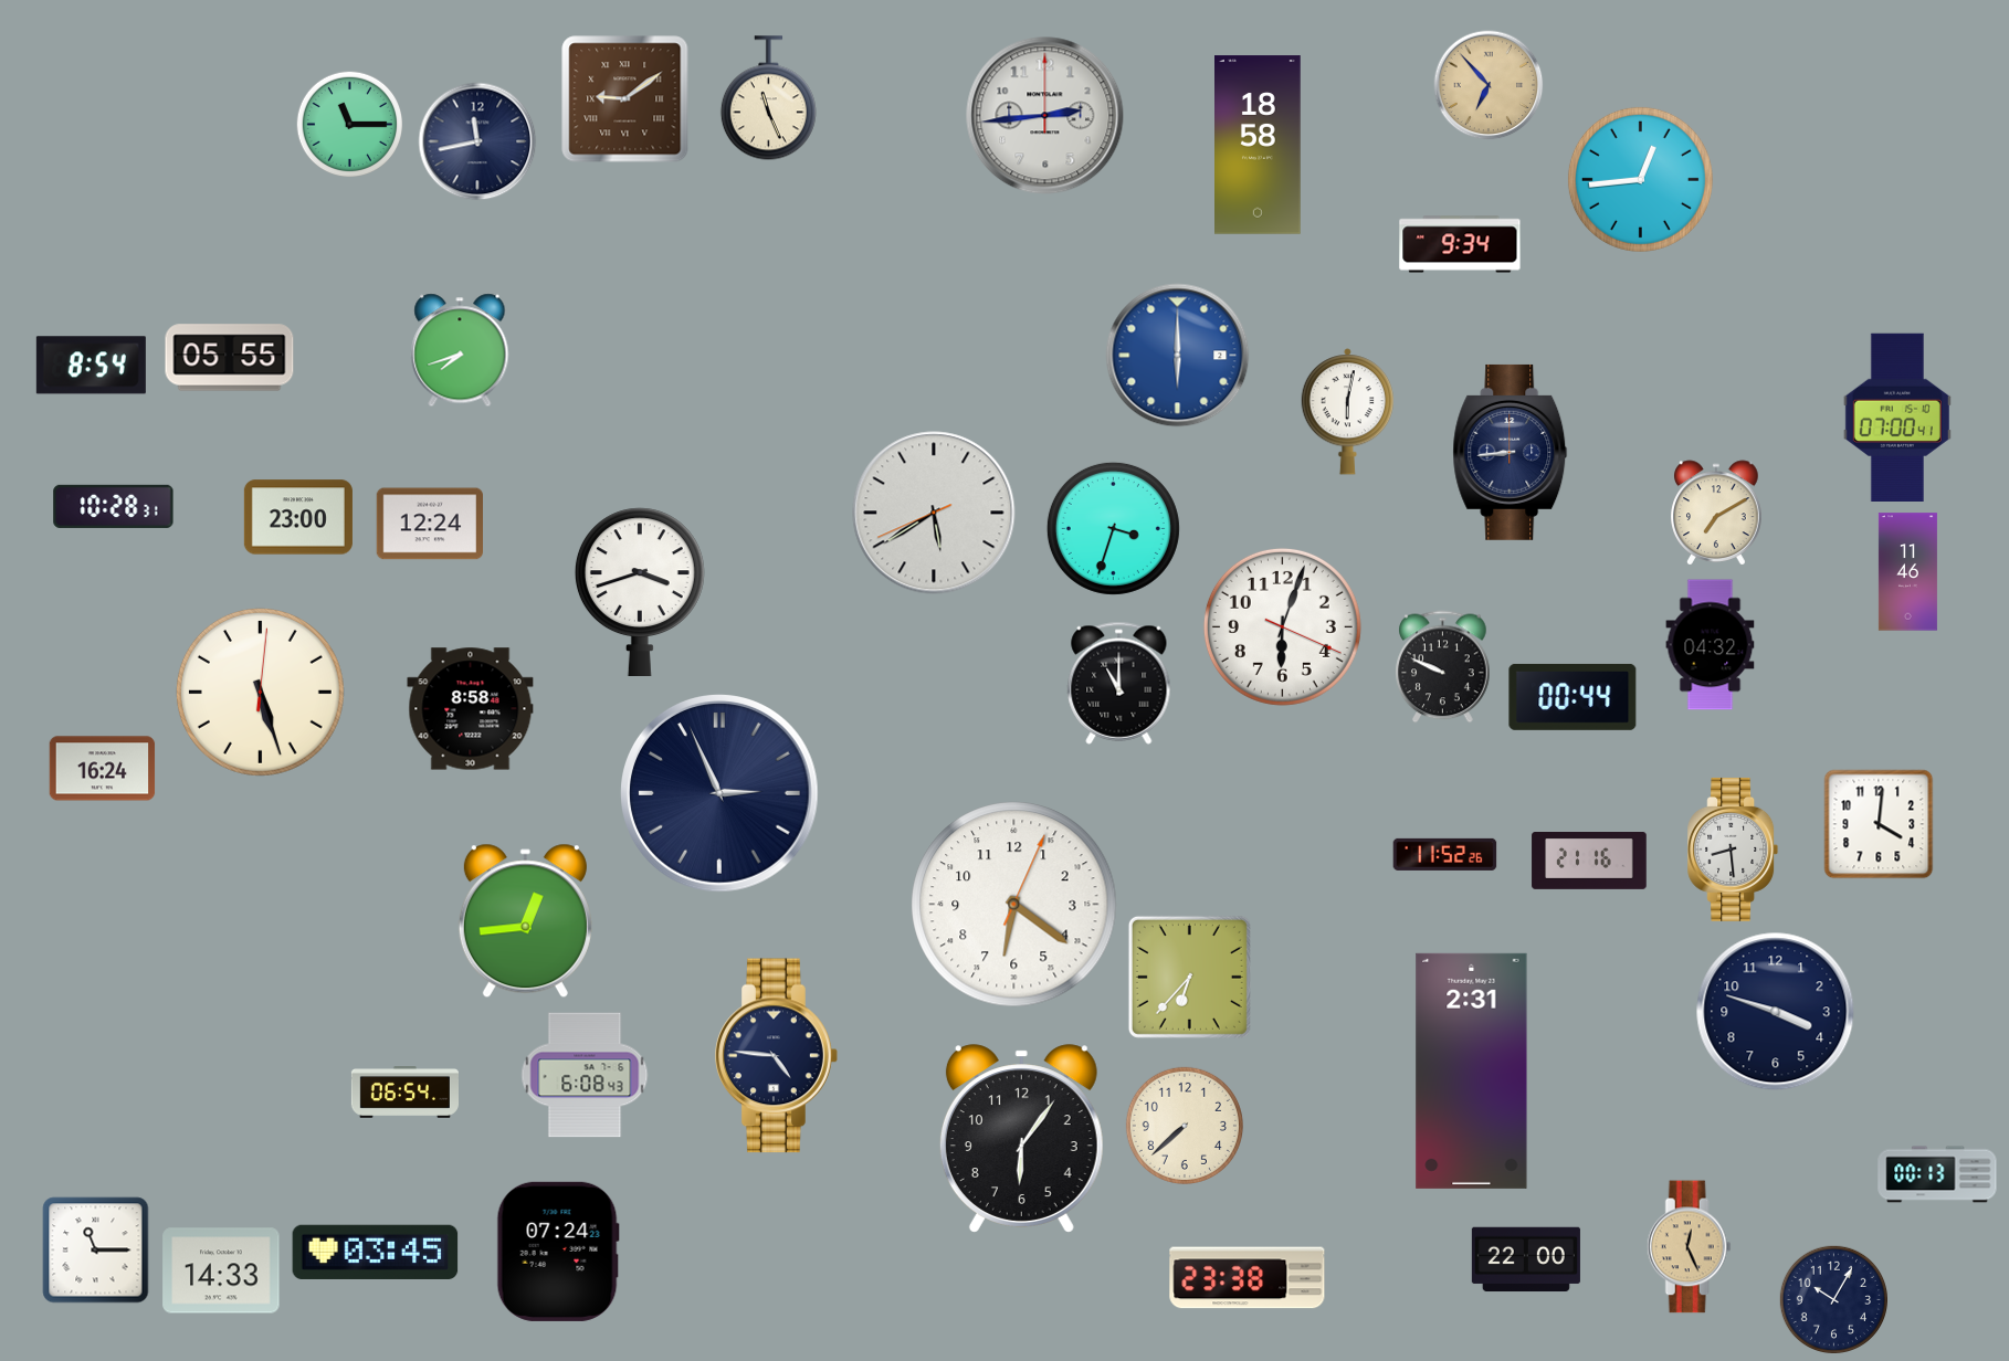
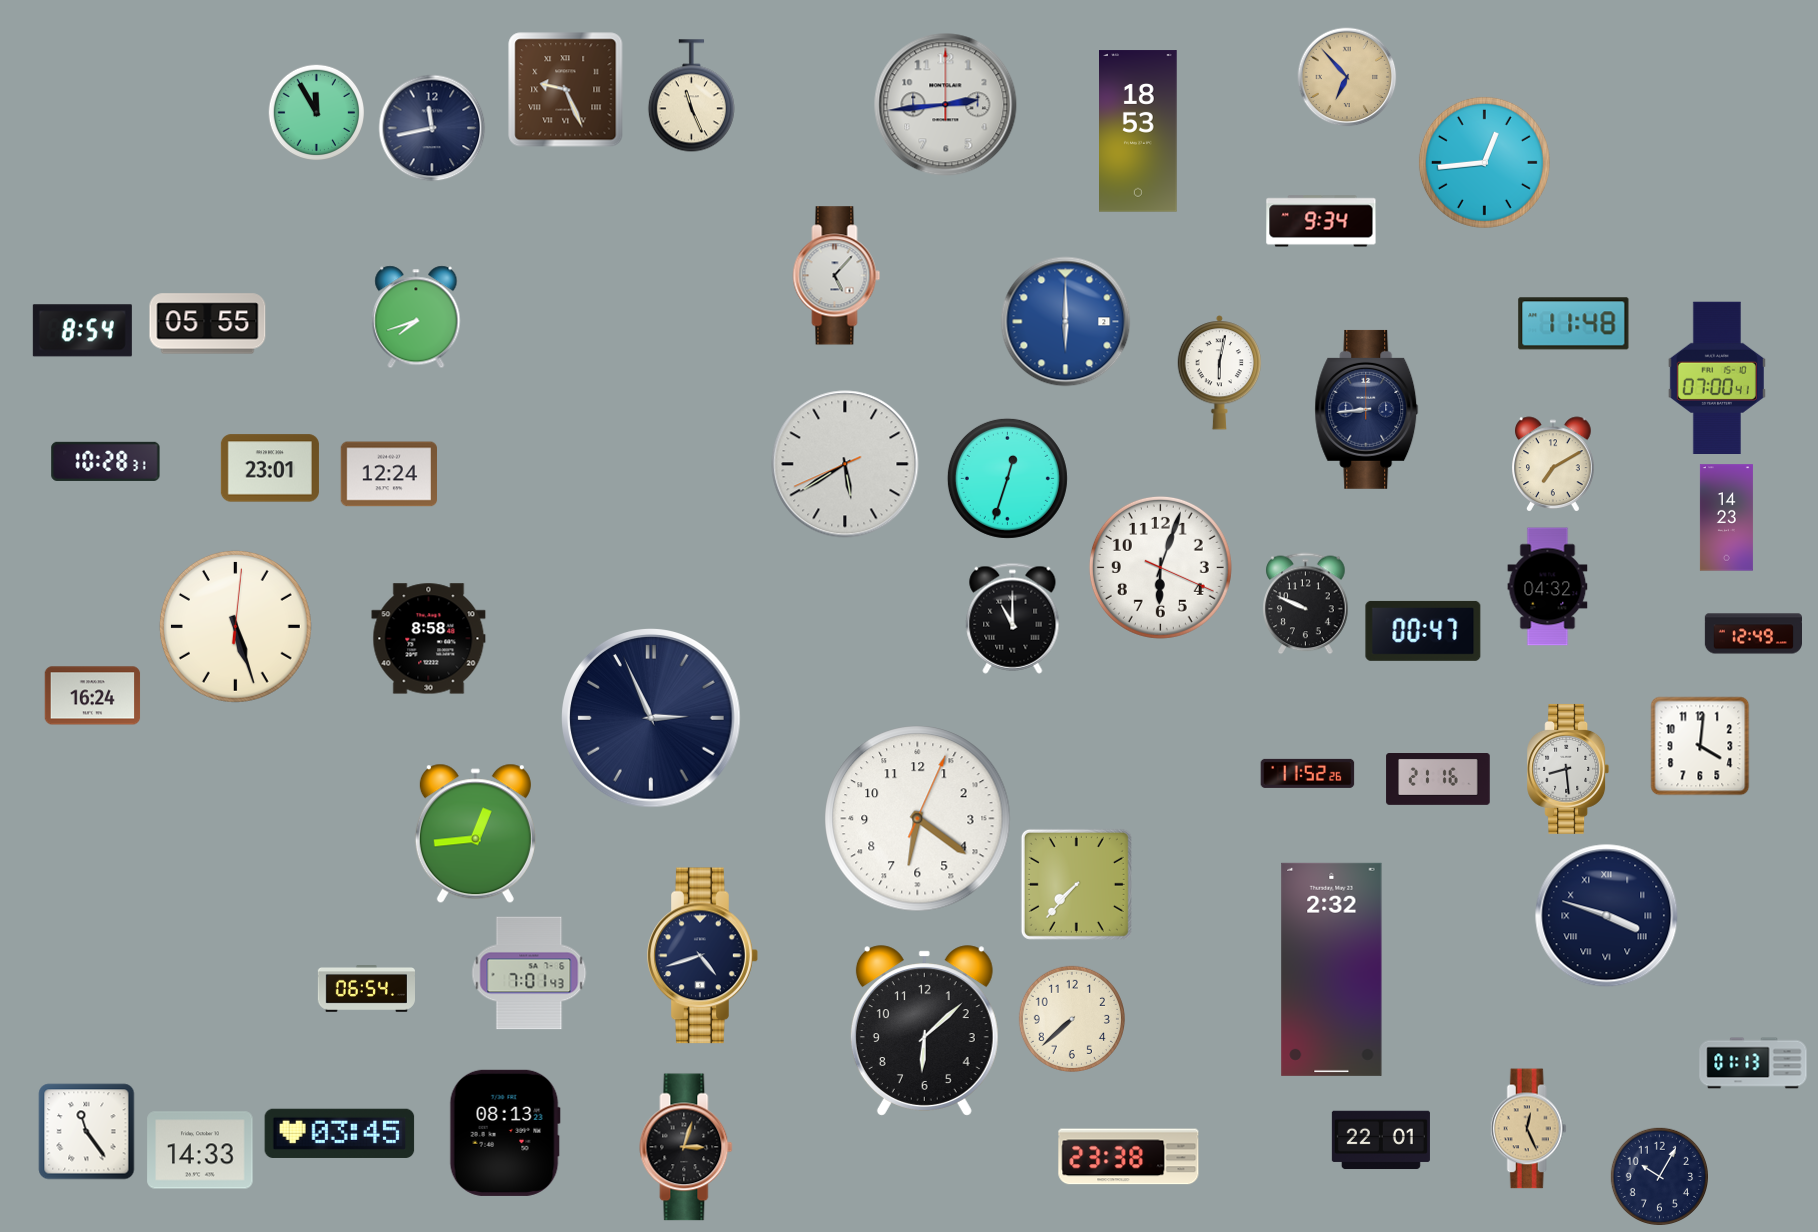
clock at (768, 98) position: (768, 98) -> (691, 96)
clock at (625, 99): 9:09 -> 9:26
clock at (349, 124): 11:15 -> 11:55
clock at (1258, 145): 18:58 -> 18:53
clock at (837, 276): none -> 5:07
clock at (1574, 324): none -> 11:48
clock at (114, 506) position: (114, 506) -> (106, 461)
clock at (298, 517): 23:00 -> 23:01
clock at (1113, 528): 3:33 -> 12:33
clock at (1907, 572): 11:46 -> 14:23
clock at (640, 592): 3:42 -> none
clock at (1711, 645) position: (1711, 645) -> (1548, 587)
clock at (1573, 697): 00:44 -> 00:47
clock at (1753, 634): none -> 12:49
clock at (471, 709) position: (471, 709) -> (429, 639)
clock at (1189, 977): 6:37 -> 7:37
clock at (1776, 1012) numerals: Arabic -> Roman
clock at (777, 1056): 4:46 -> 4:42
clock at (1472, 1070): 2:31 -> 2:32
clock at (585, 1075): 6:08 -> 7:01
clock at (1021, 1139): 6:06 -> 6:08
clock at (1937, 1174): 00:13 -> 01:13
clock at (96, 1251): 11:15 -> 11:24
clock at (558, 1252): 07:24 -> 08:13
clock at (1526, 1259): 22:00 -> 22:01
clock at (686, 1147): none -> 3:03
